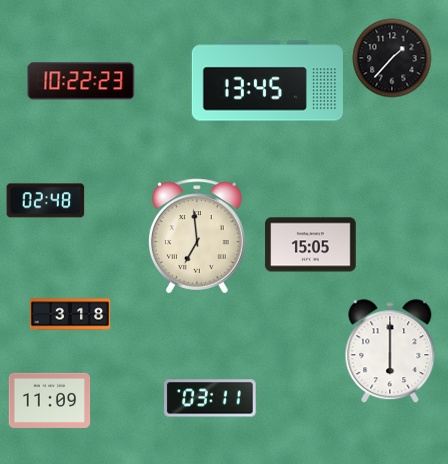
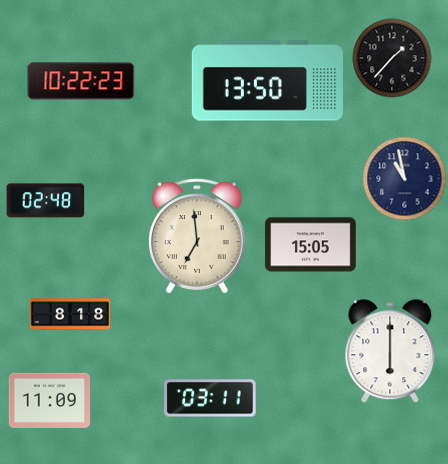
clock at (267, 81): 13:45 -> 13:50
clock at (405, 179): none -> 10:58
clock at (70, 314): 3:18 -> 8:18
